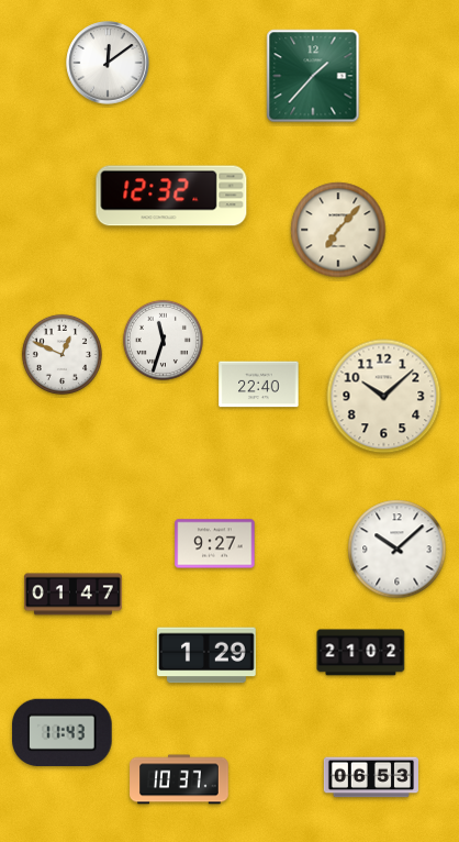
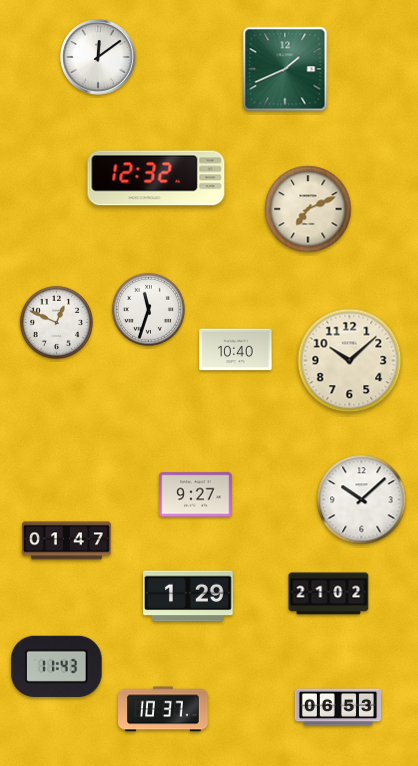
clock at (313, 76): 1:37 -> 1:41
clock at (338, 230): 7:07 -> 7:11
clock at (259, 385): 22:40 -> 10:40
